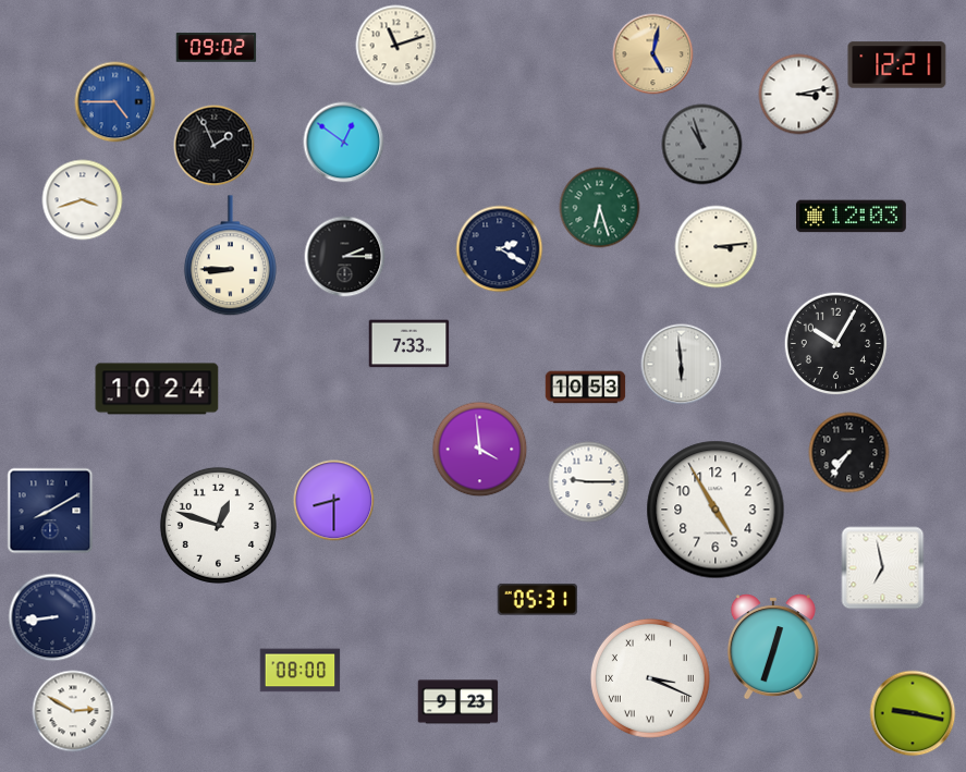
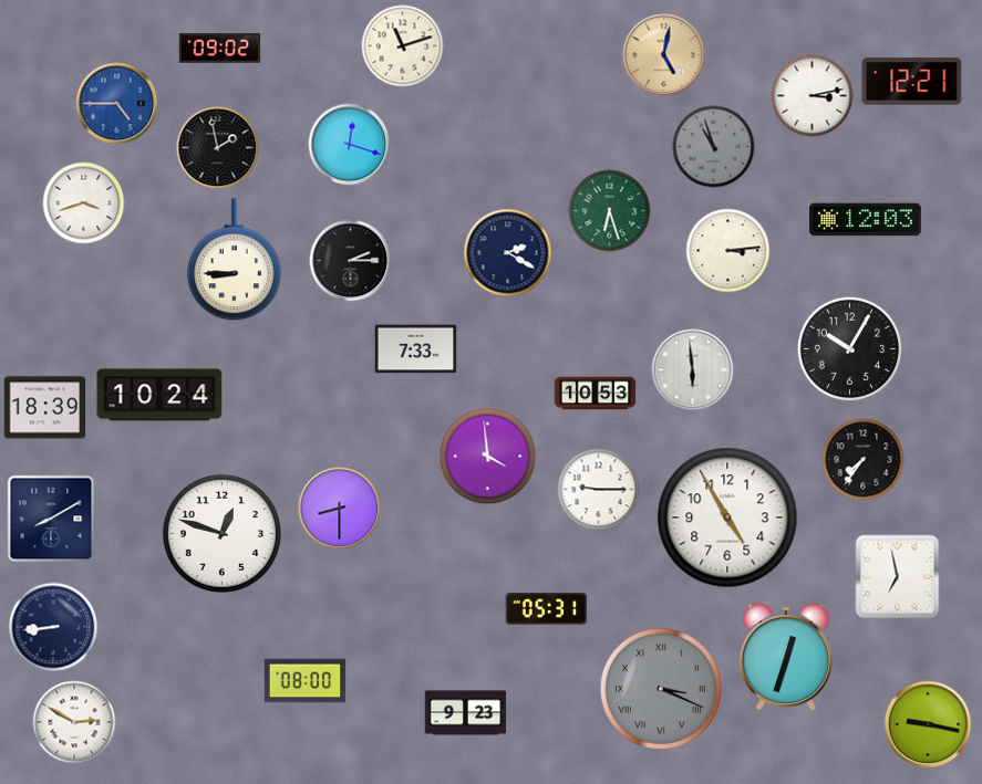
clock at (897, 65) position: (897, 65) -> (912, 82)
clock at (344, 143): 12:51 -> 12:18
clock at (215, 146): 1:56 -> 1:58
clock at (45, 408): none -> 18:39
clock at (650, 678) dial: white -> grey
